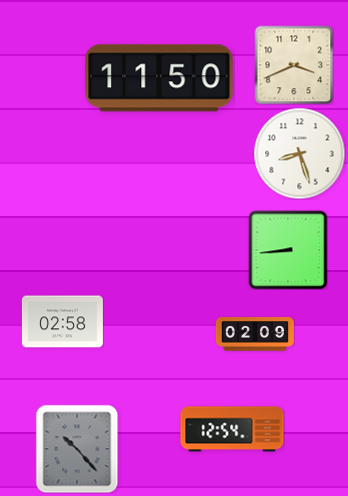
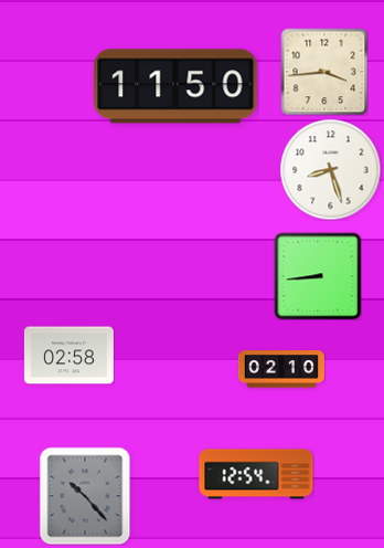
clock at (294, 65): 3:41 -> 3:44
clock at (255, 334): 02:09 -> 02:10
